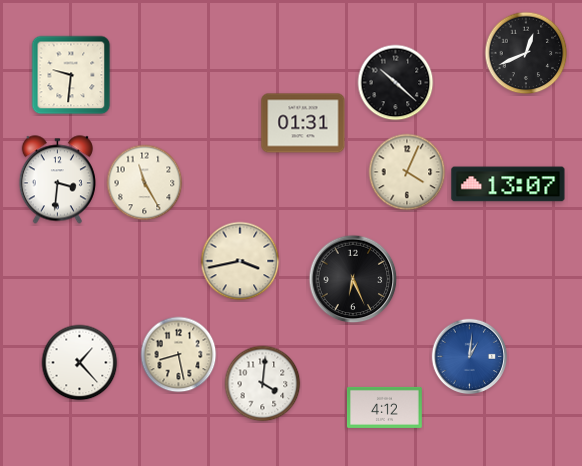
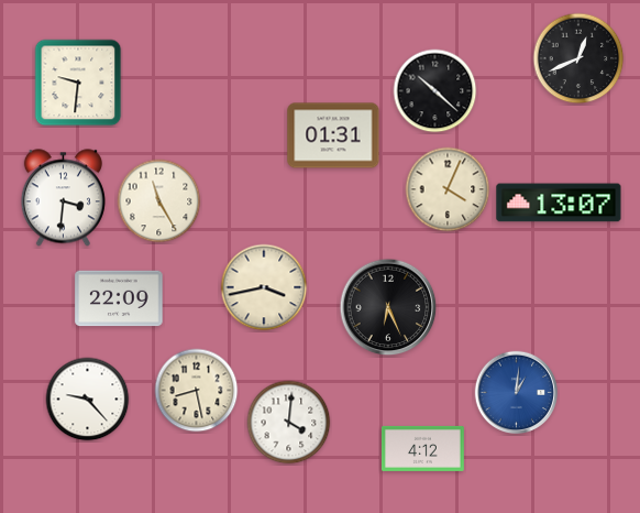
clock at (119, 298): none -> 22:09
clock at (80, 363): 1:23 -> 9:23
